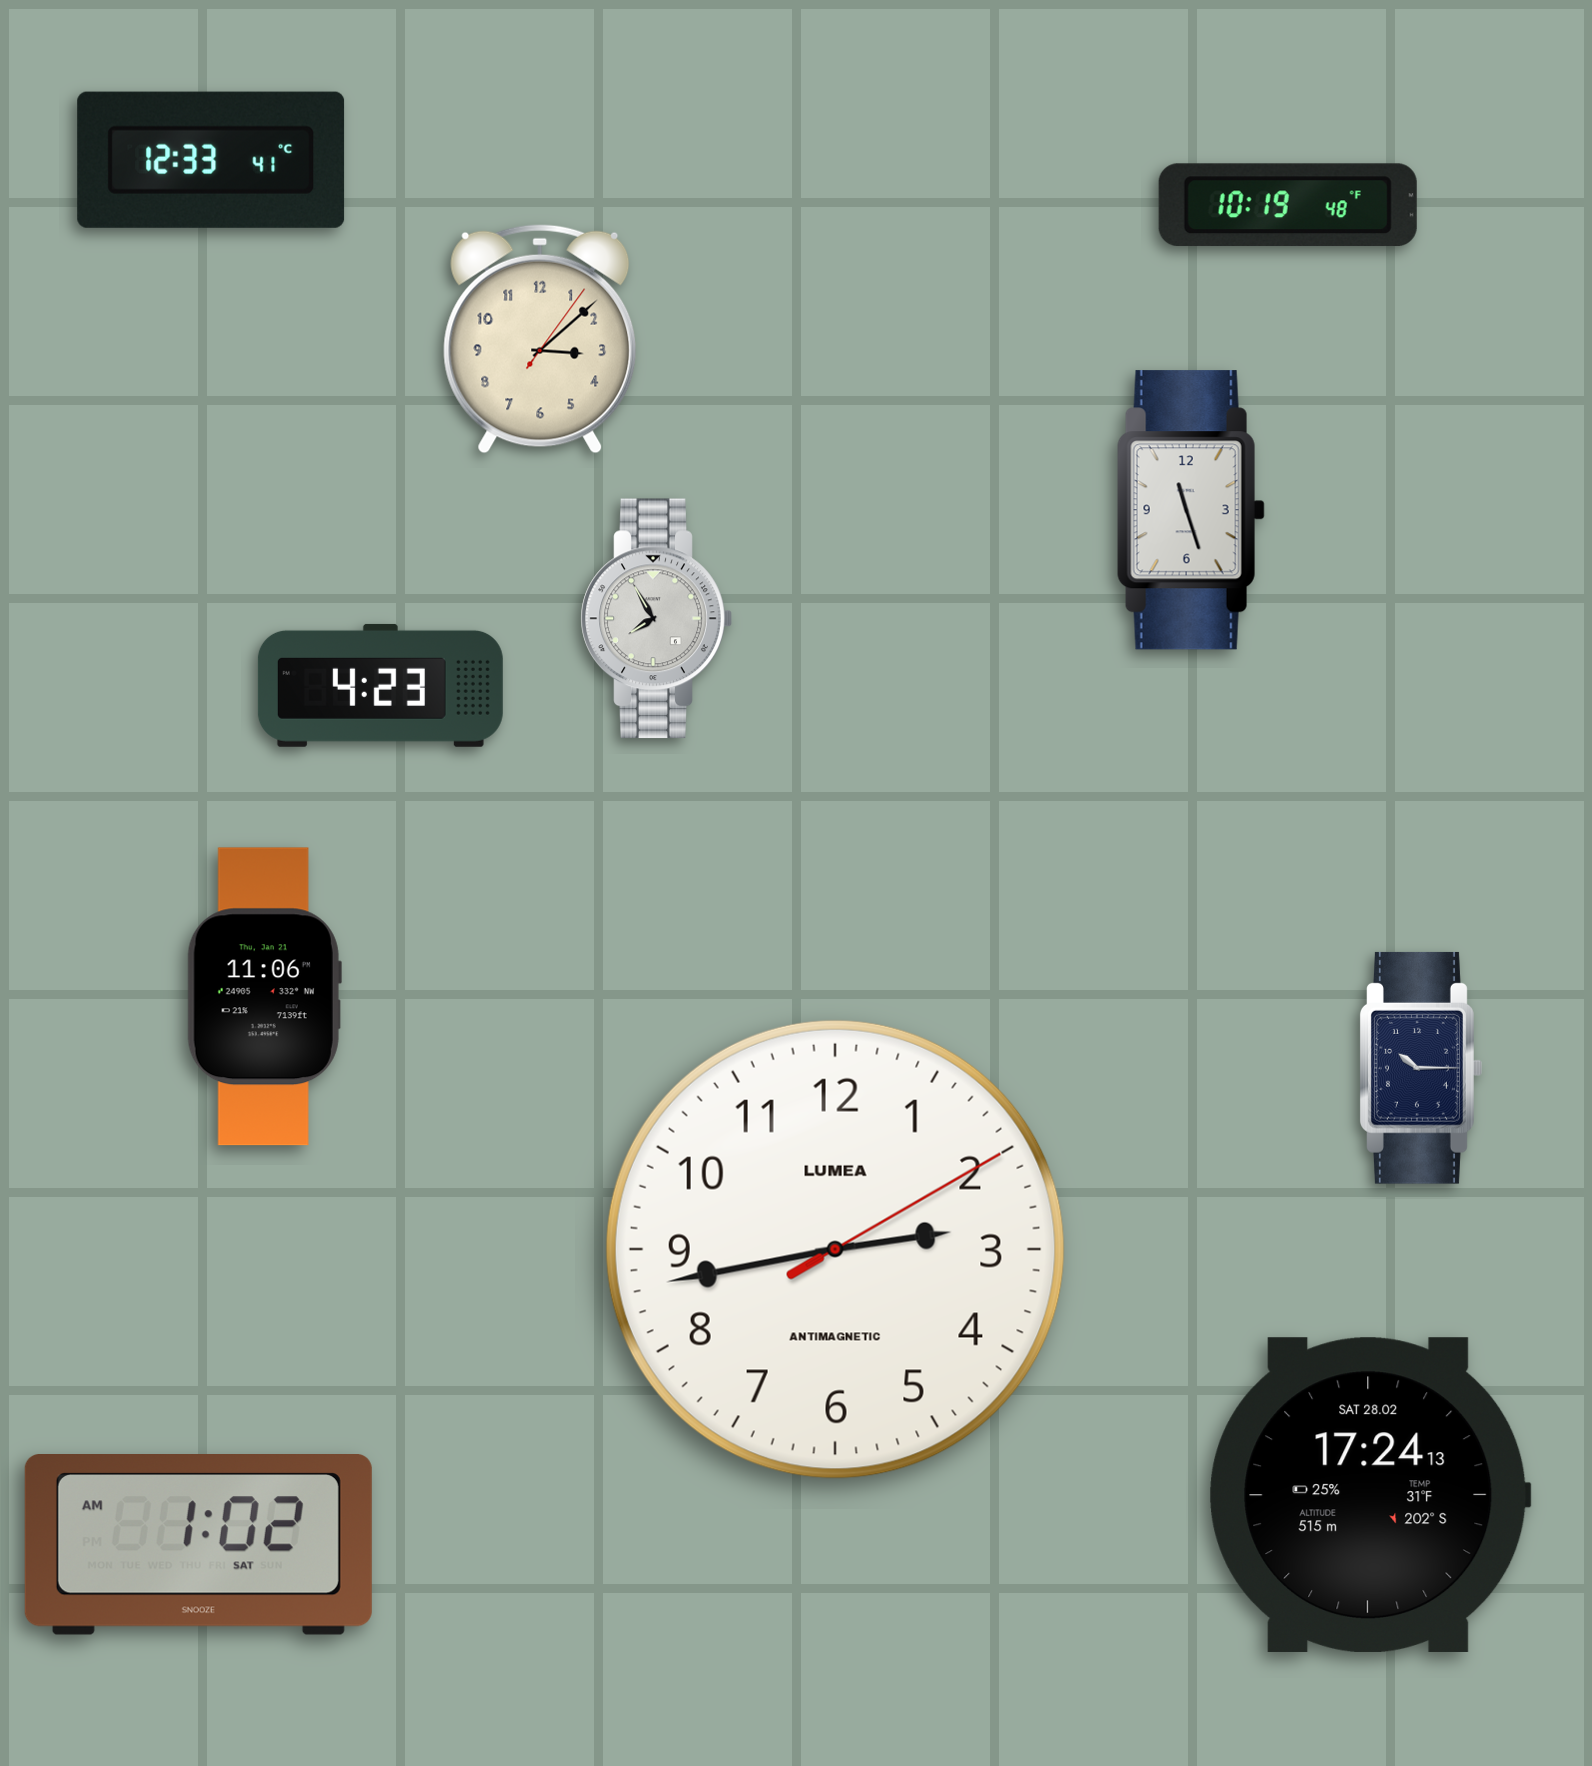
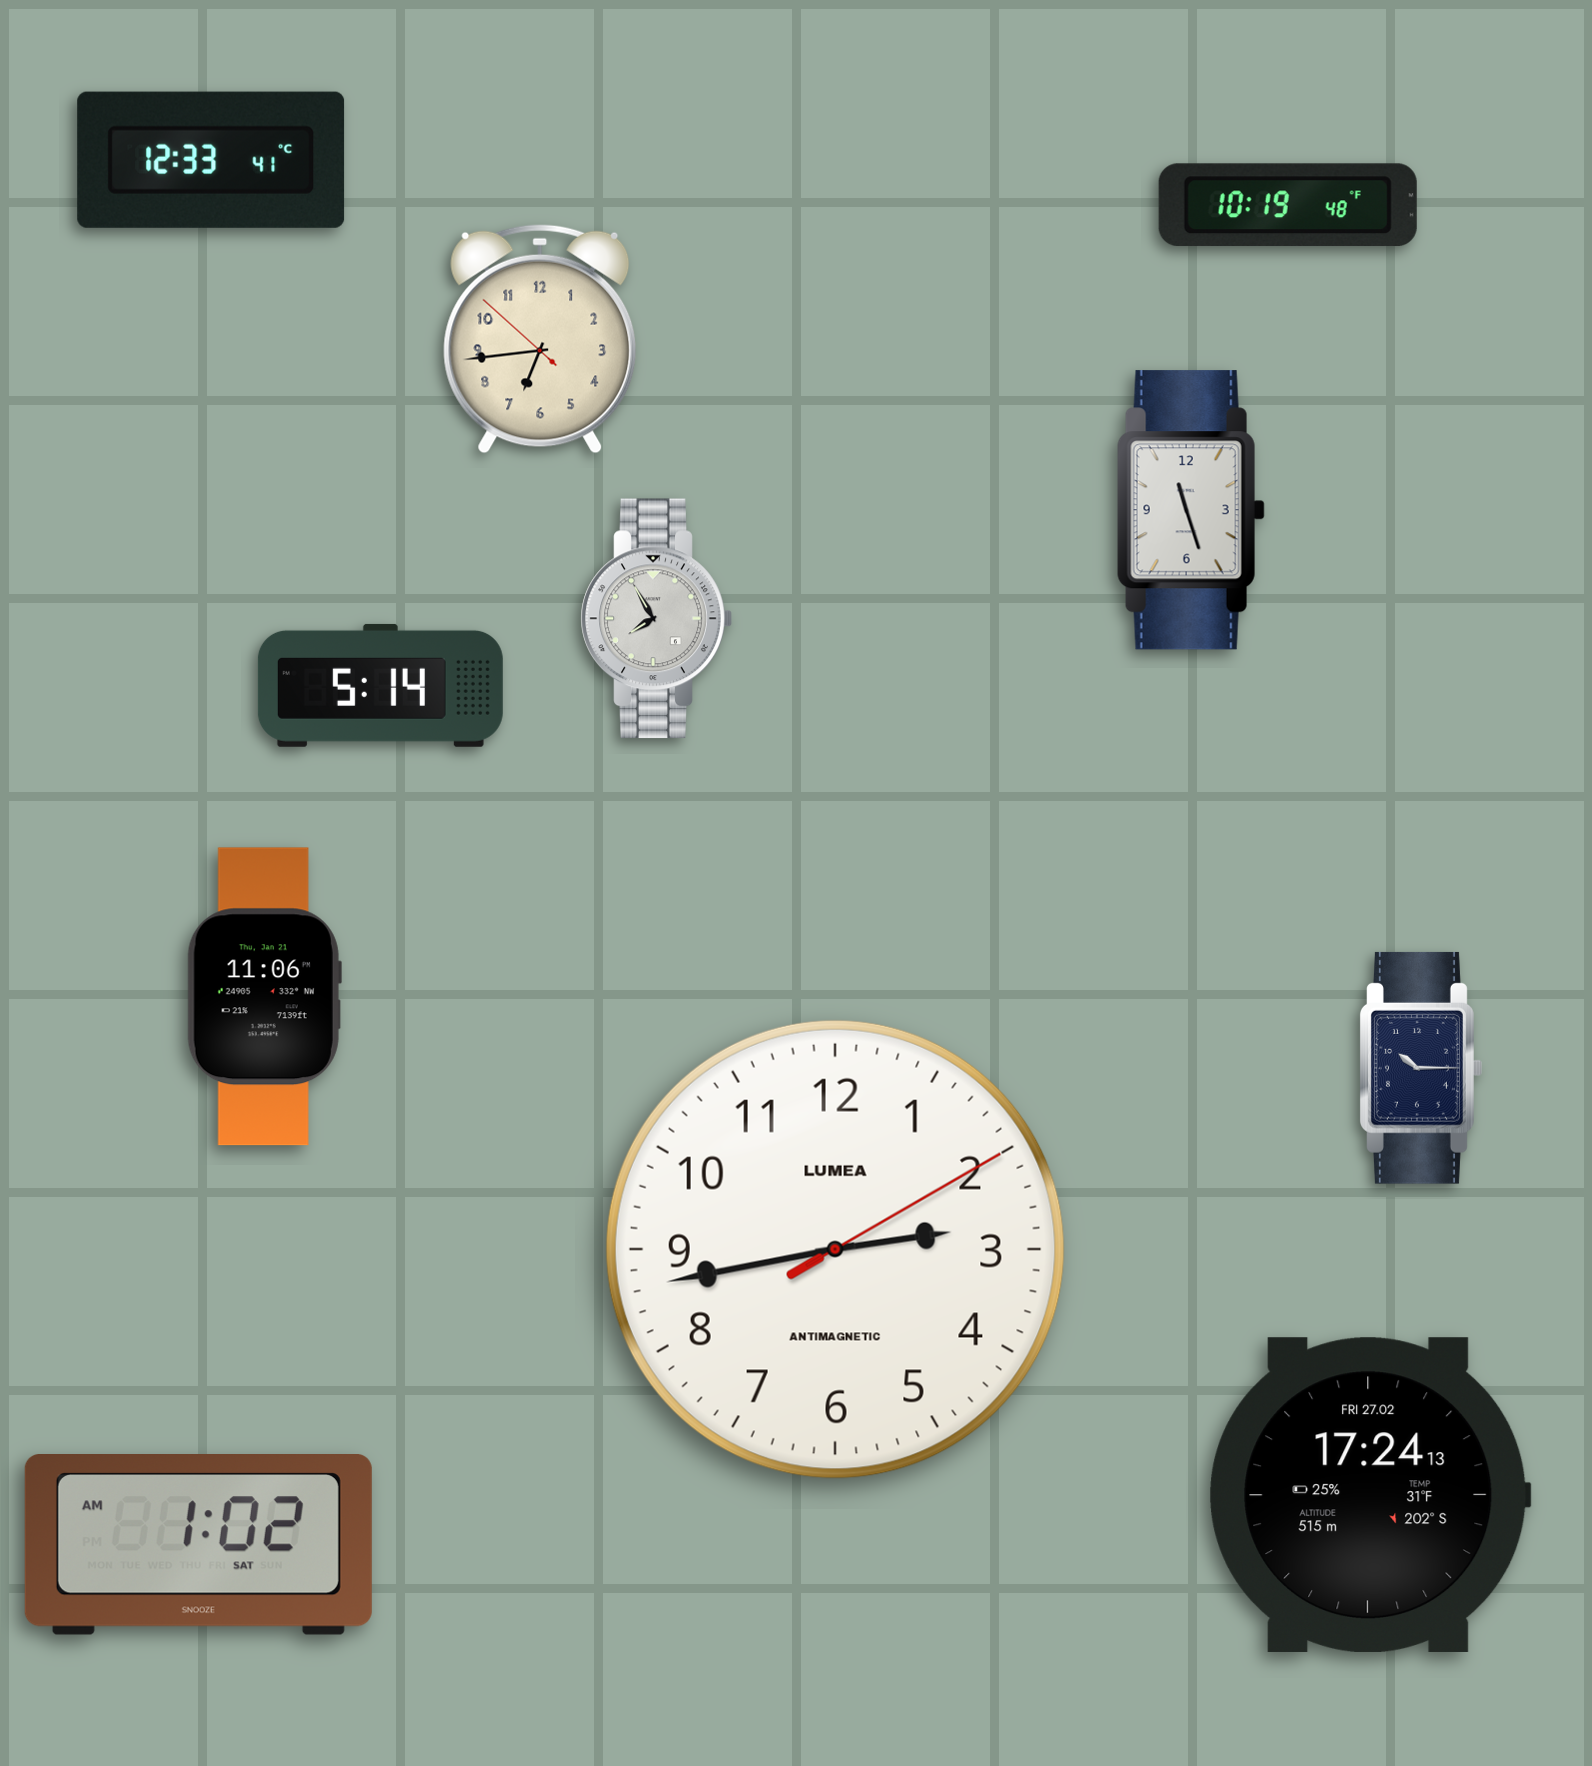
clock at (540, 339): 3:08 -> 6:43
clock at (380, 685): 4:23 -> 5:14
clock at (1370, 1495) date: SAT 28.02 -> FRI 27.02
